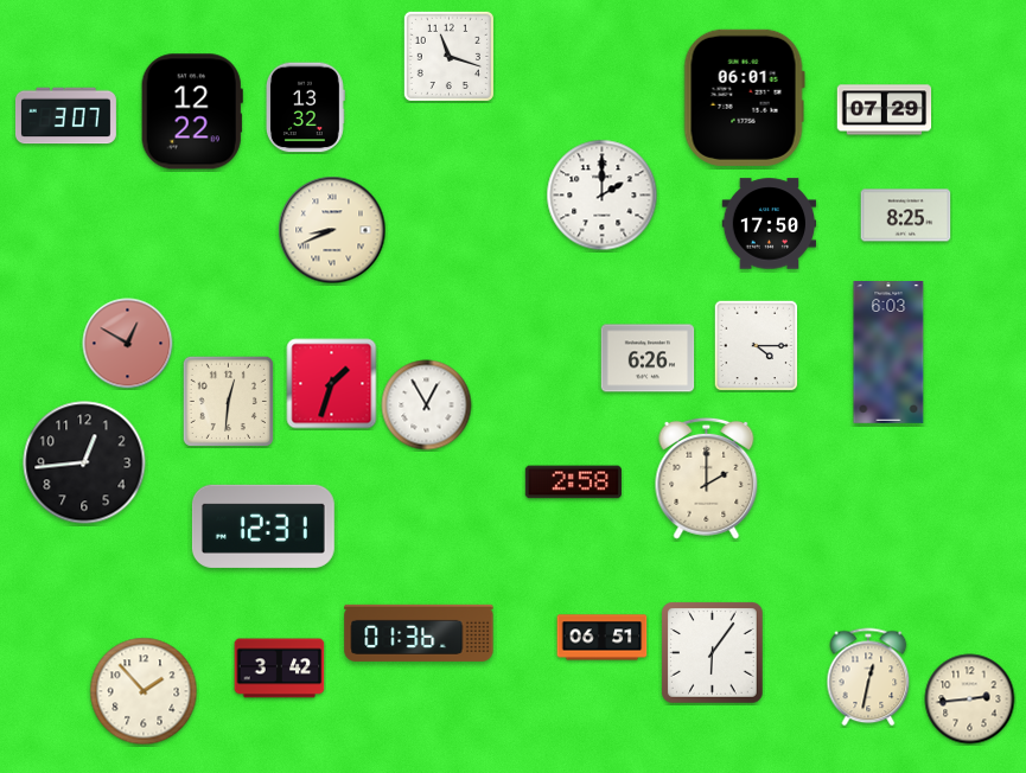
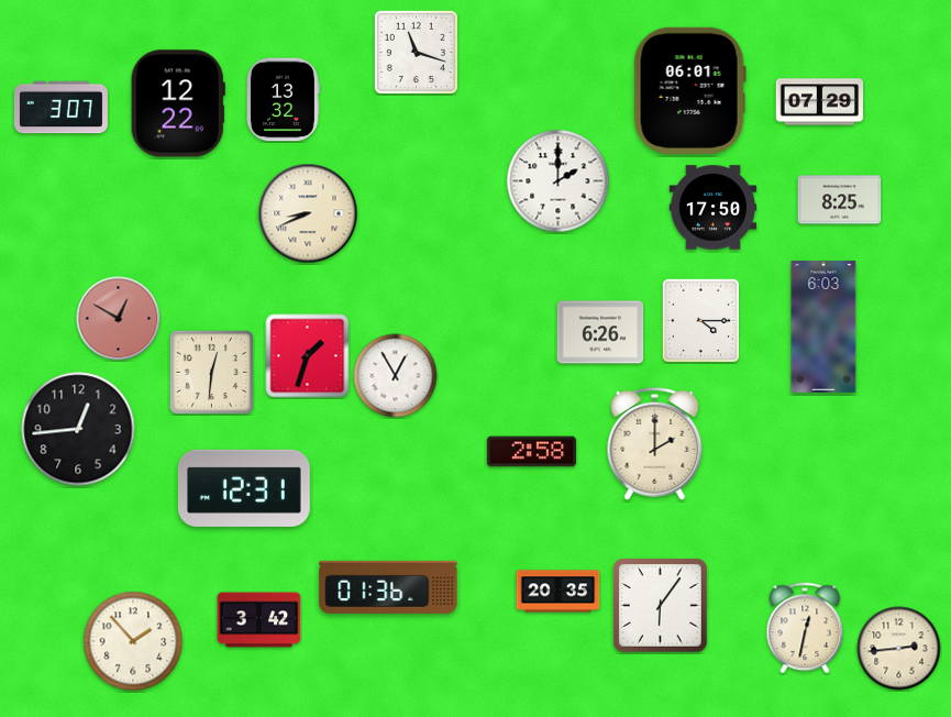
clock at (573, 483) position: (573, 483) -> (531, 452)
clock at (603, 638): 06:51 -> 20:35
